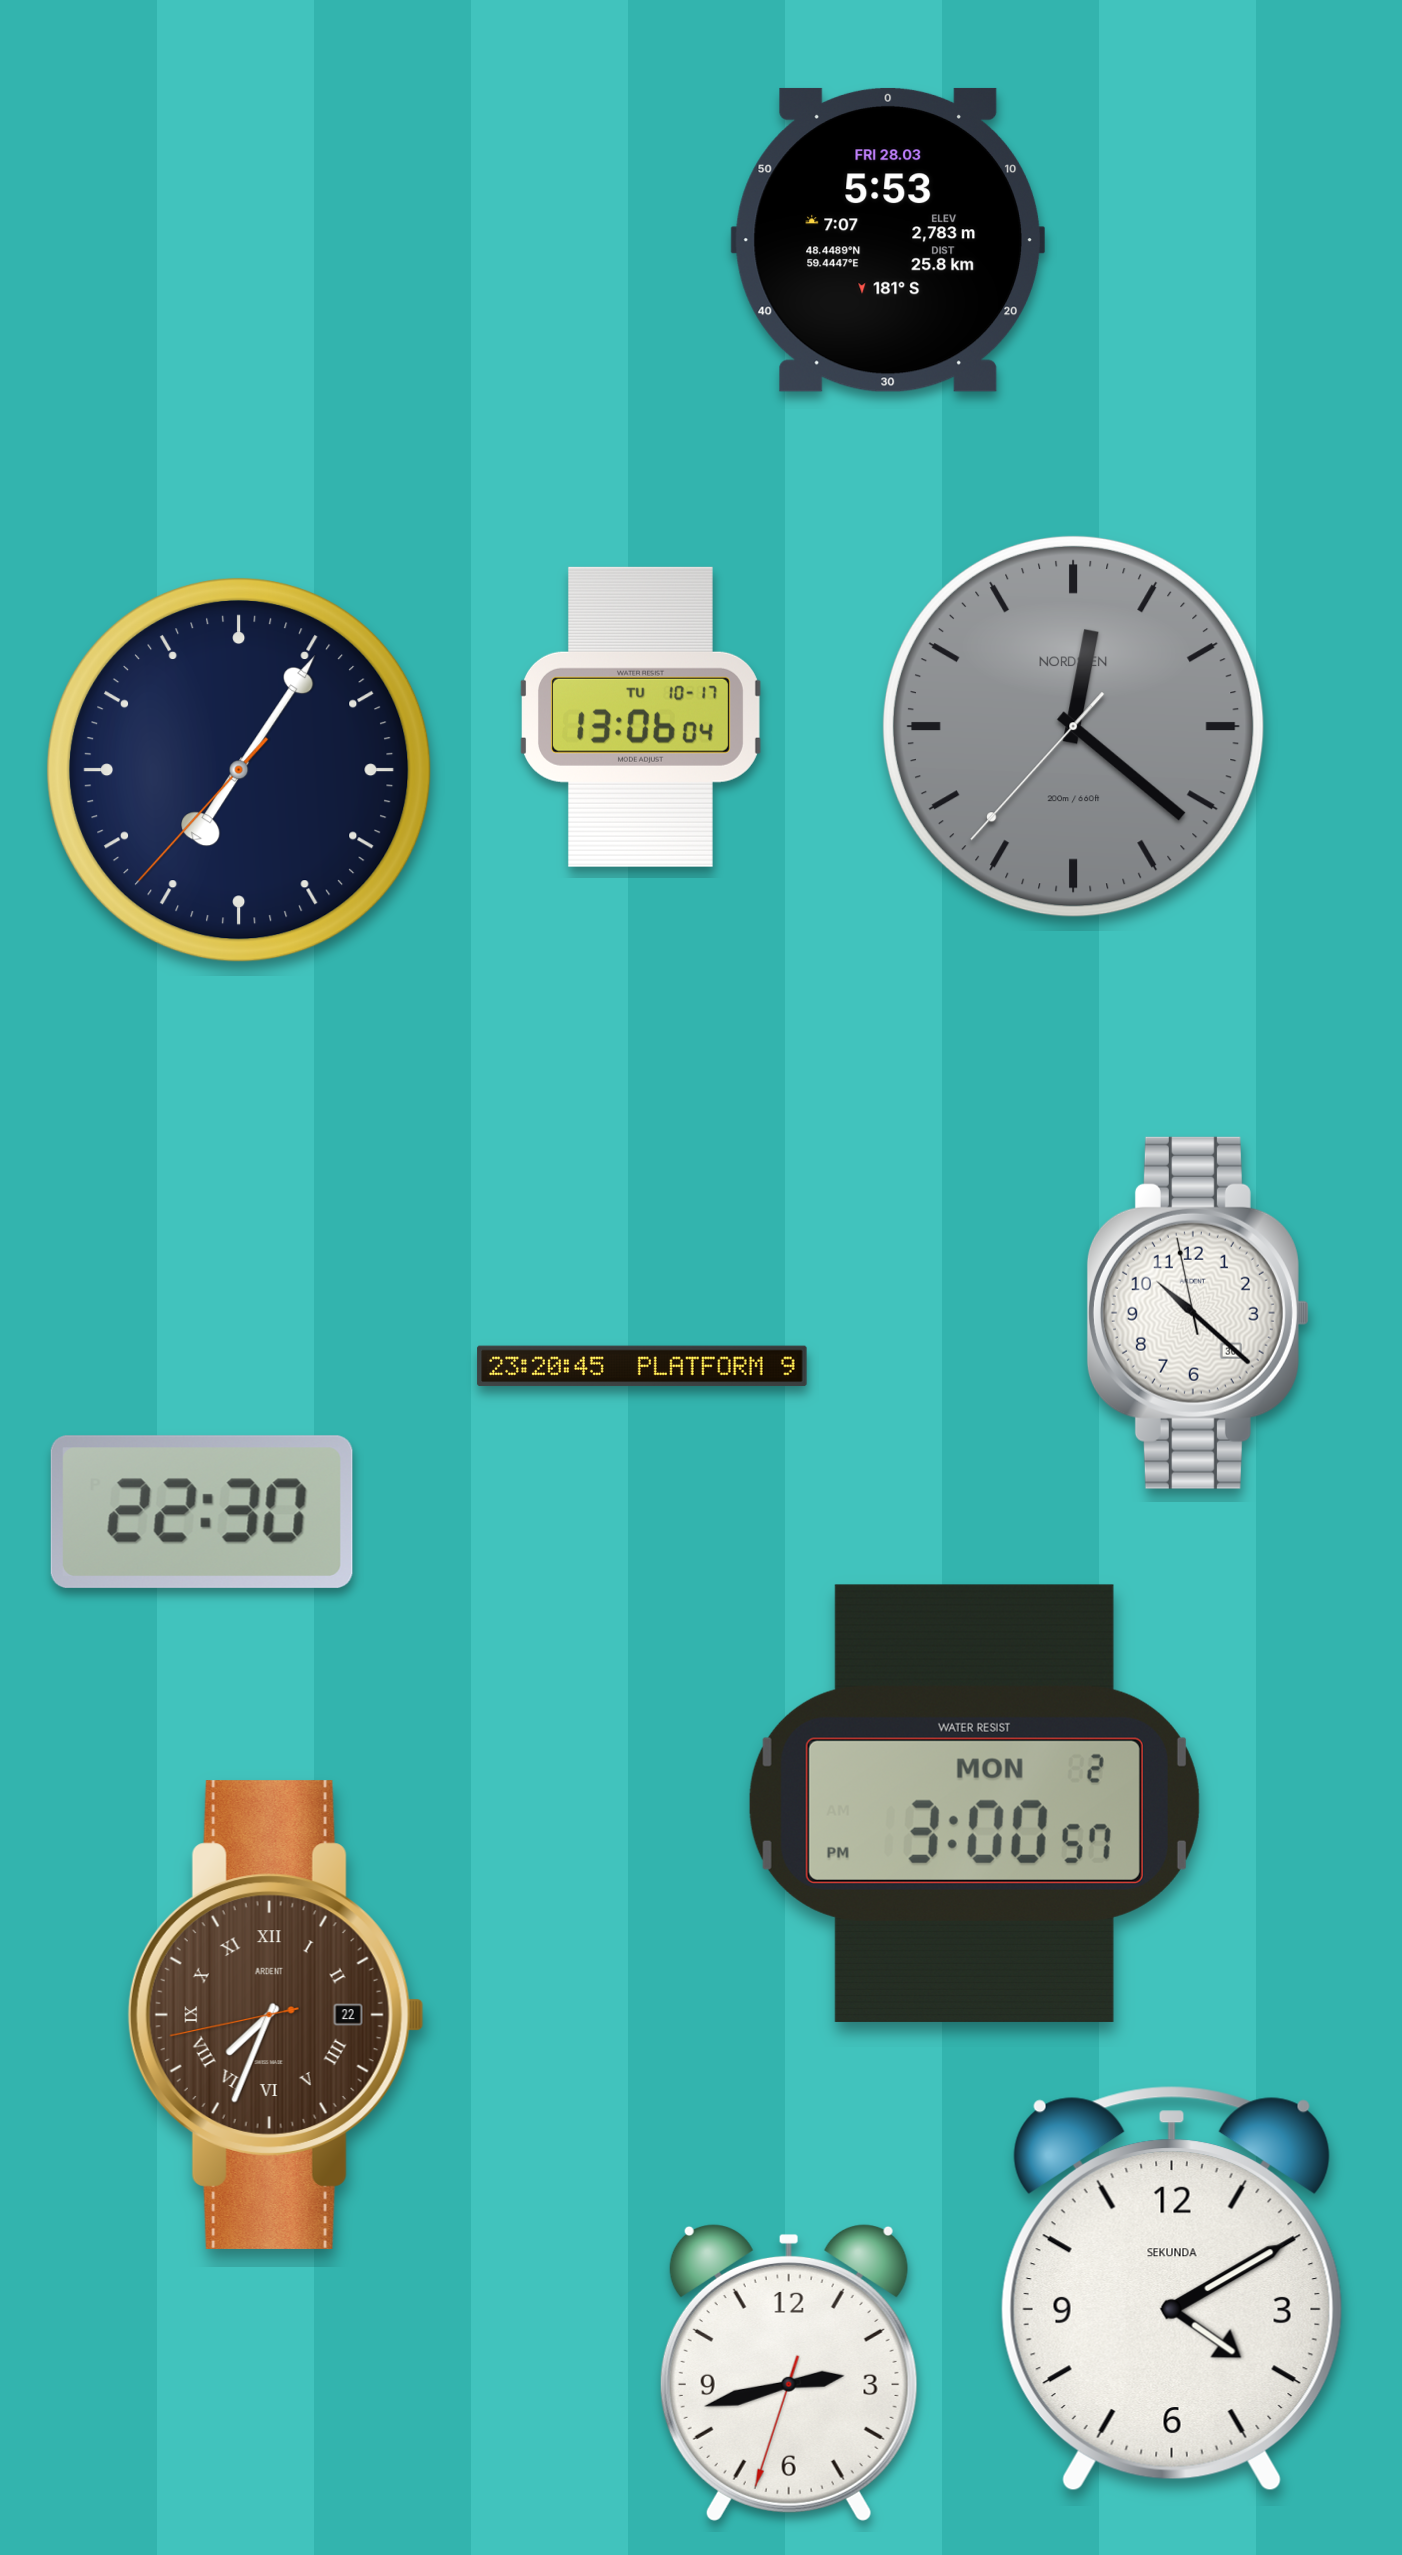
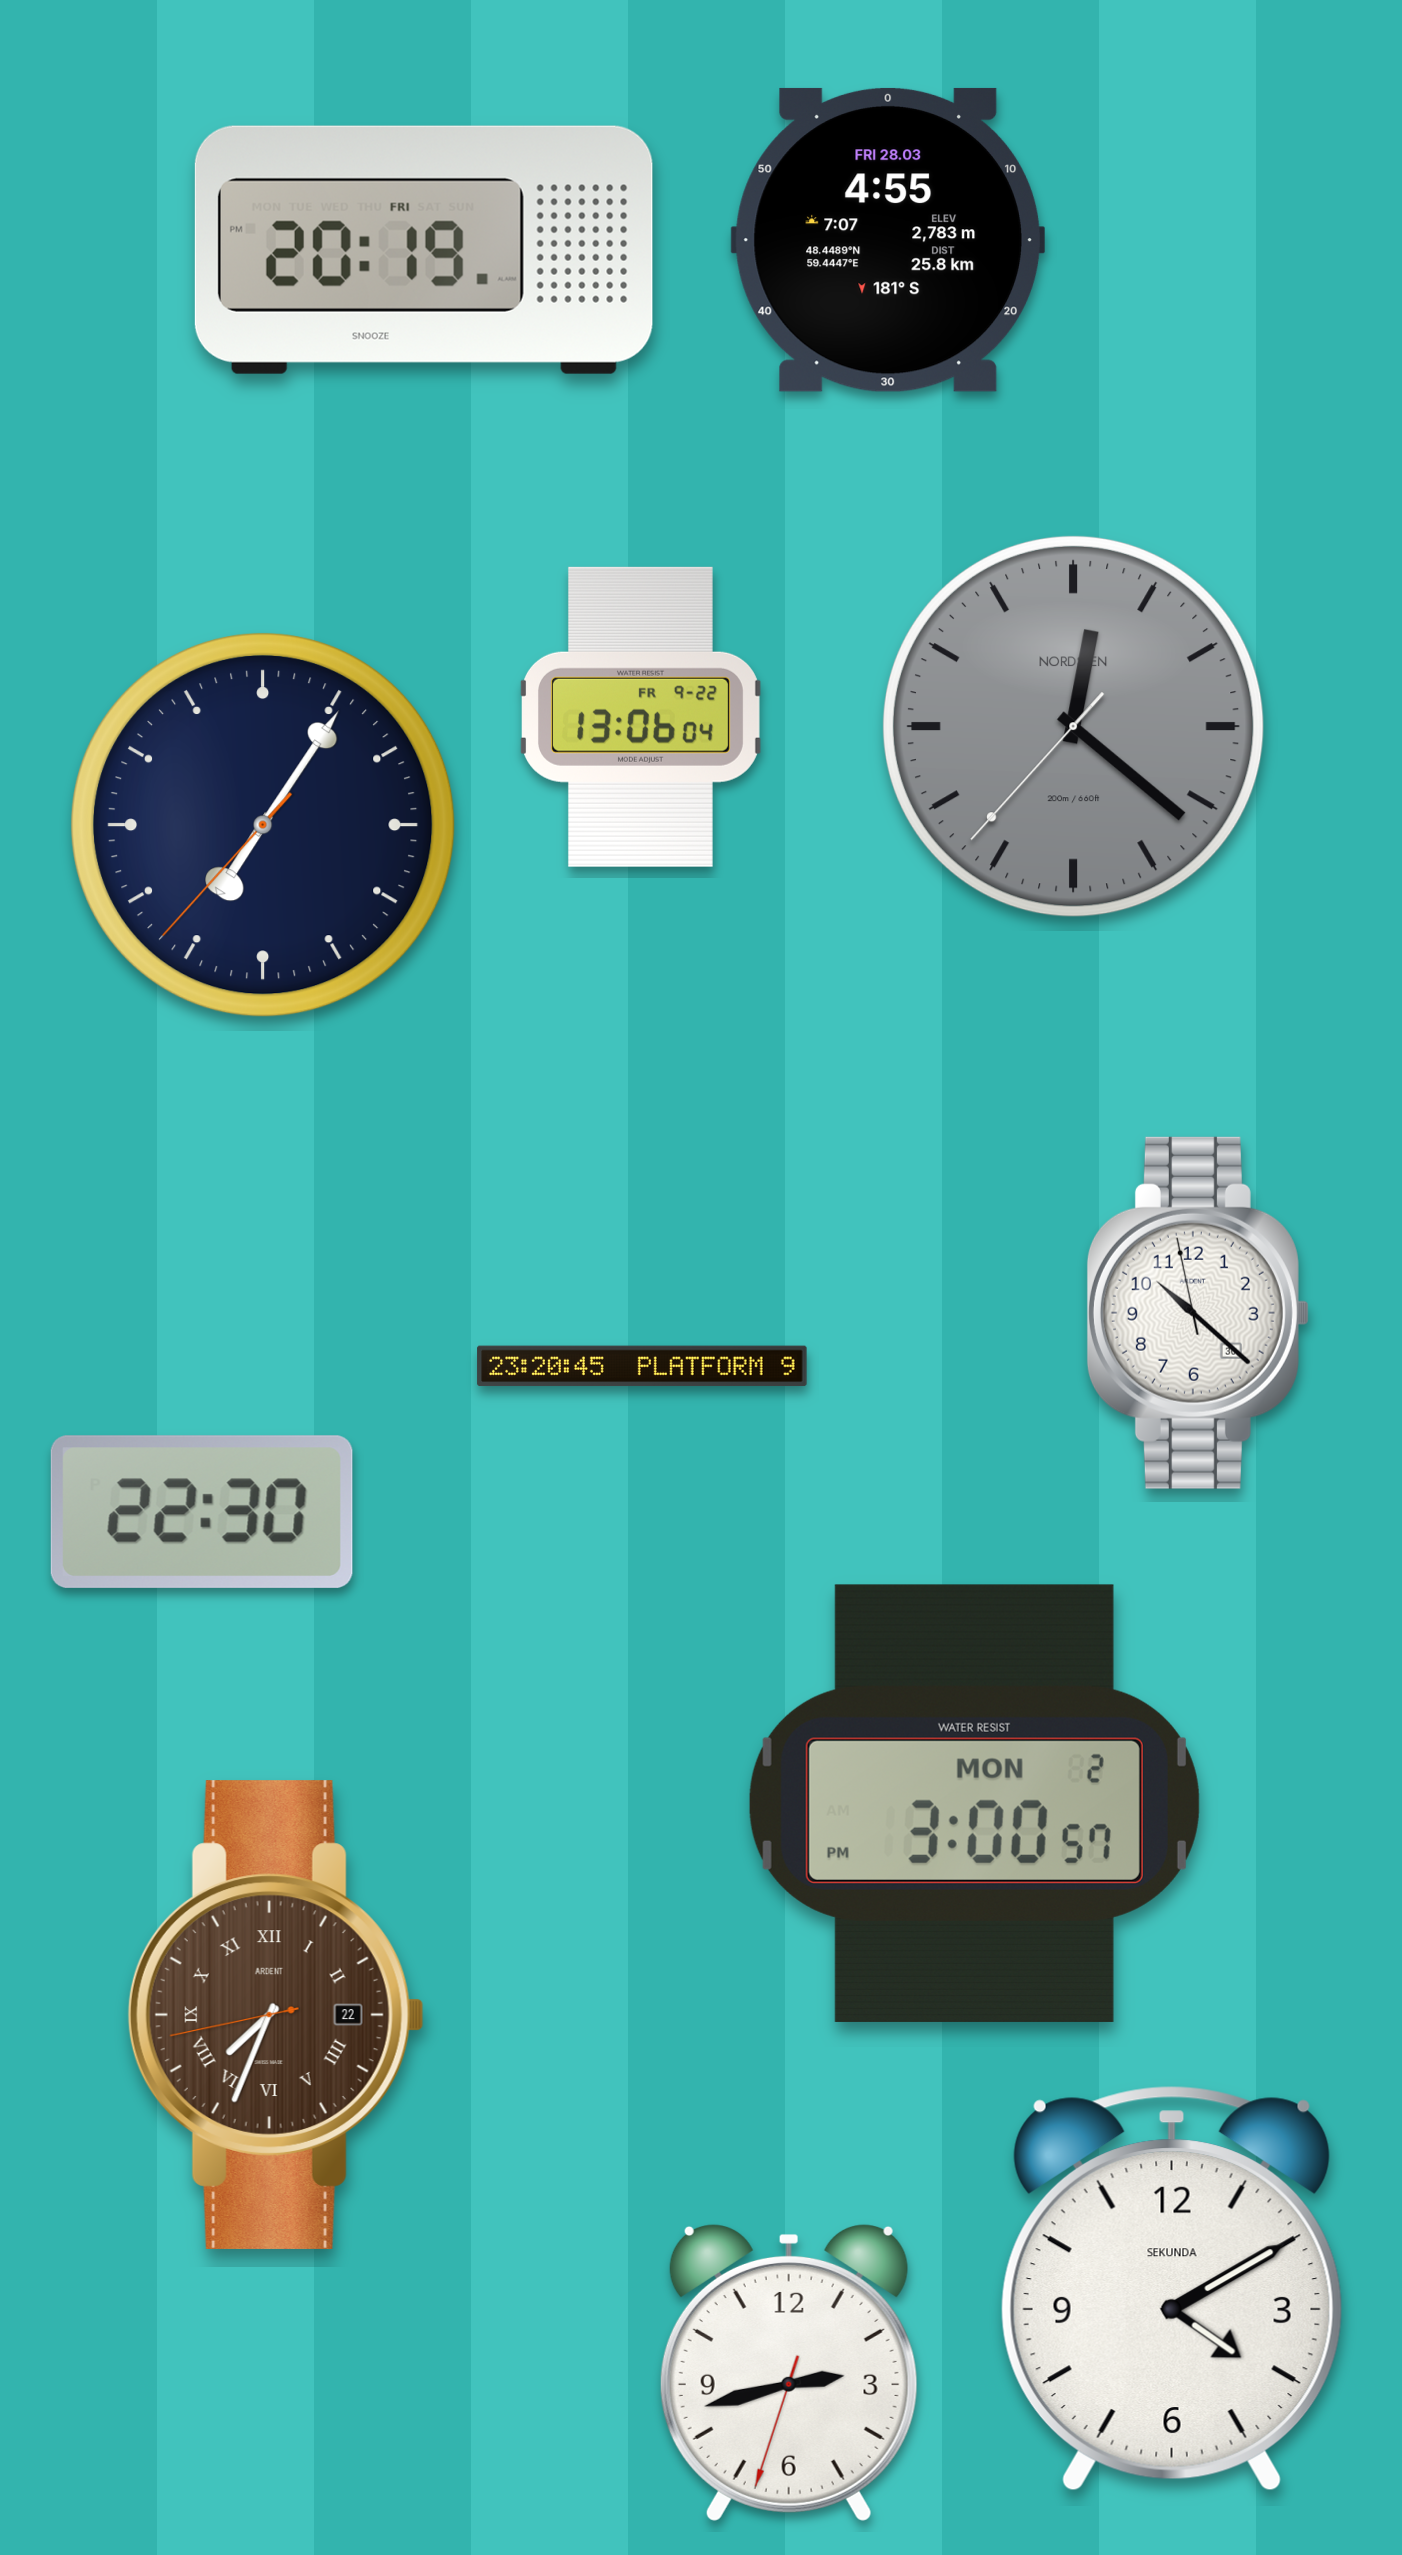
clock at (887, 240): 5:53 -> 4:55
clock at (424, 250): none -> 20:19
clock at (642, 717) date: TU 10-17 -> FR 9-22
clock at (240, 771) position: (240, 771) -> (264, 826)
